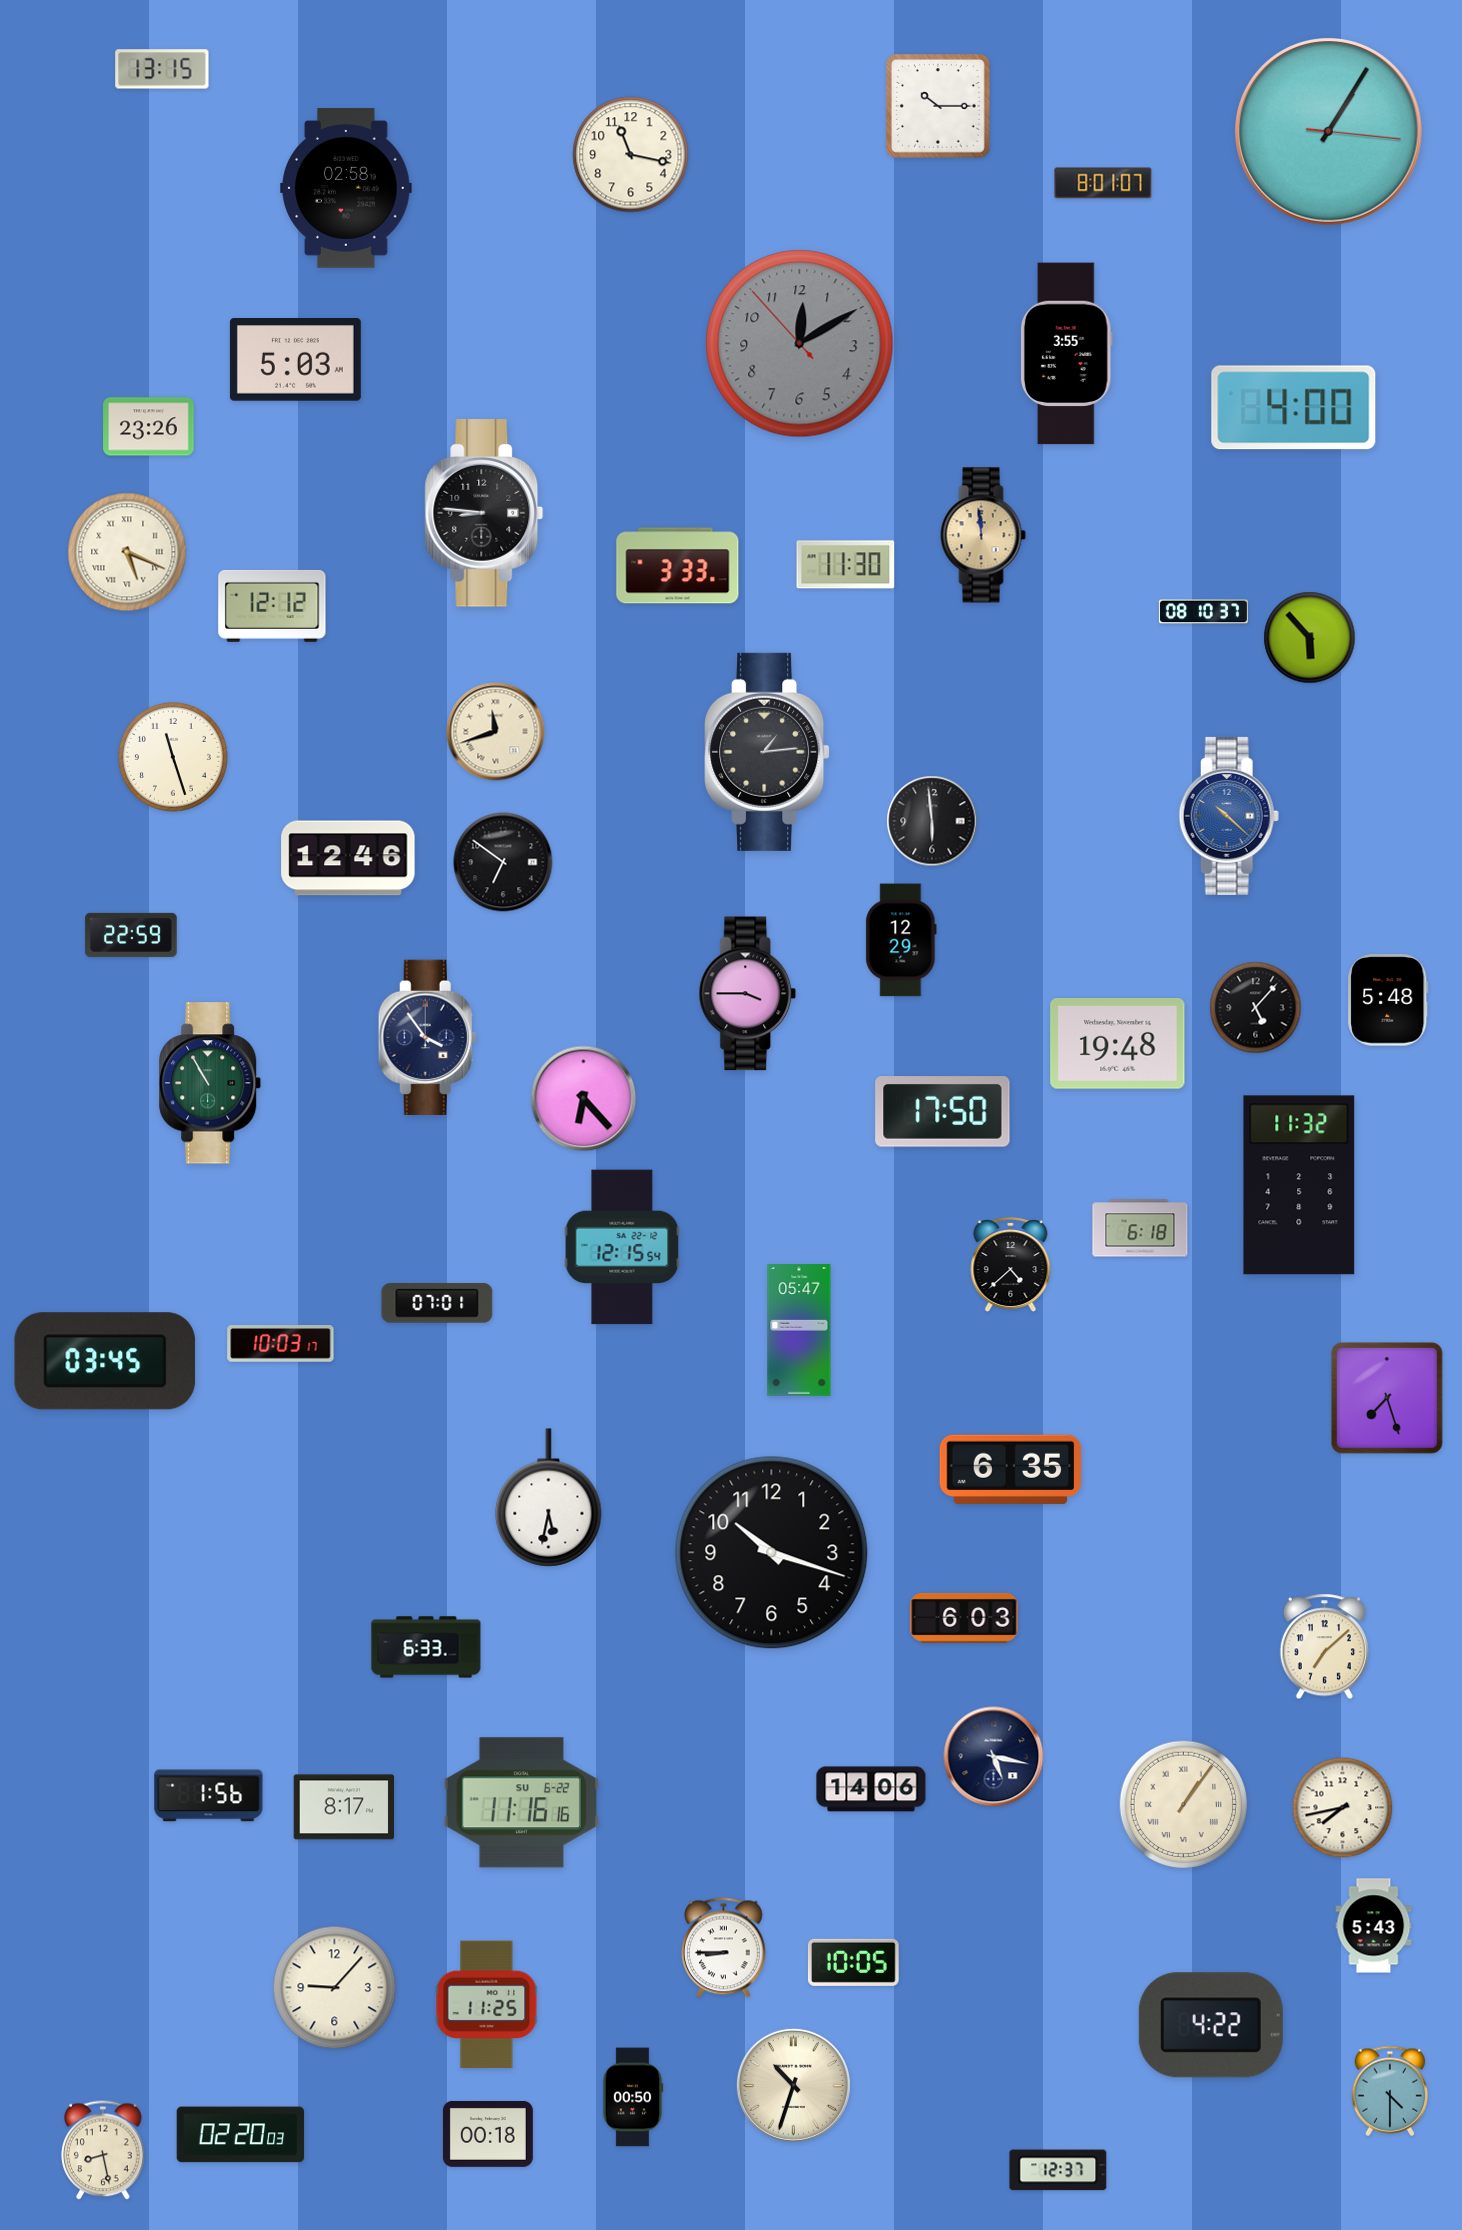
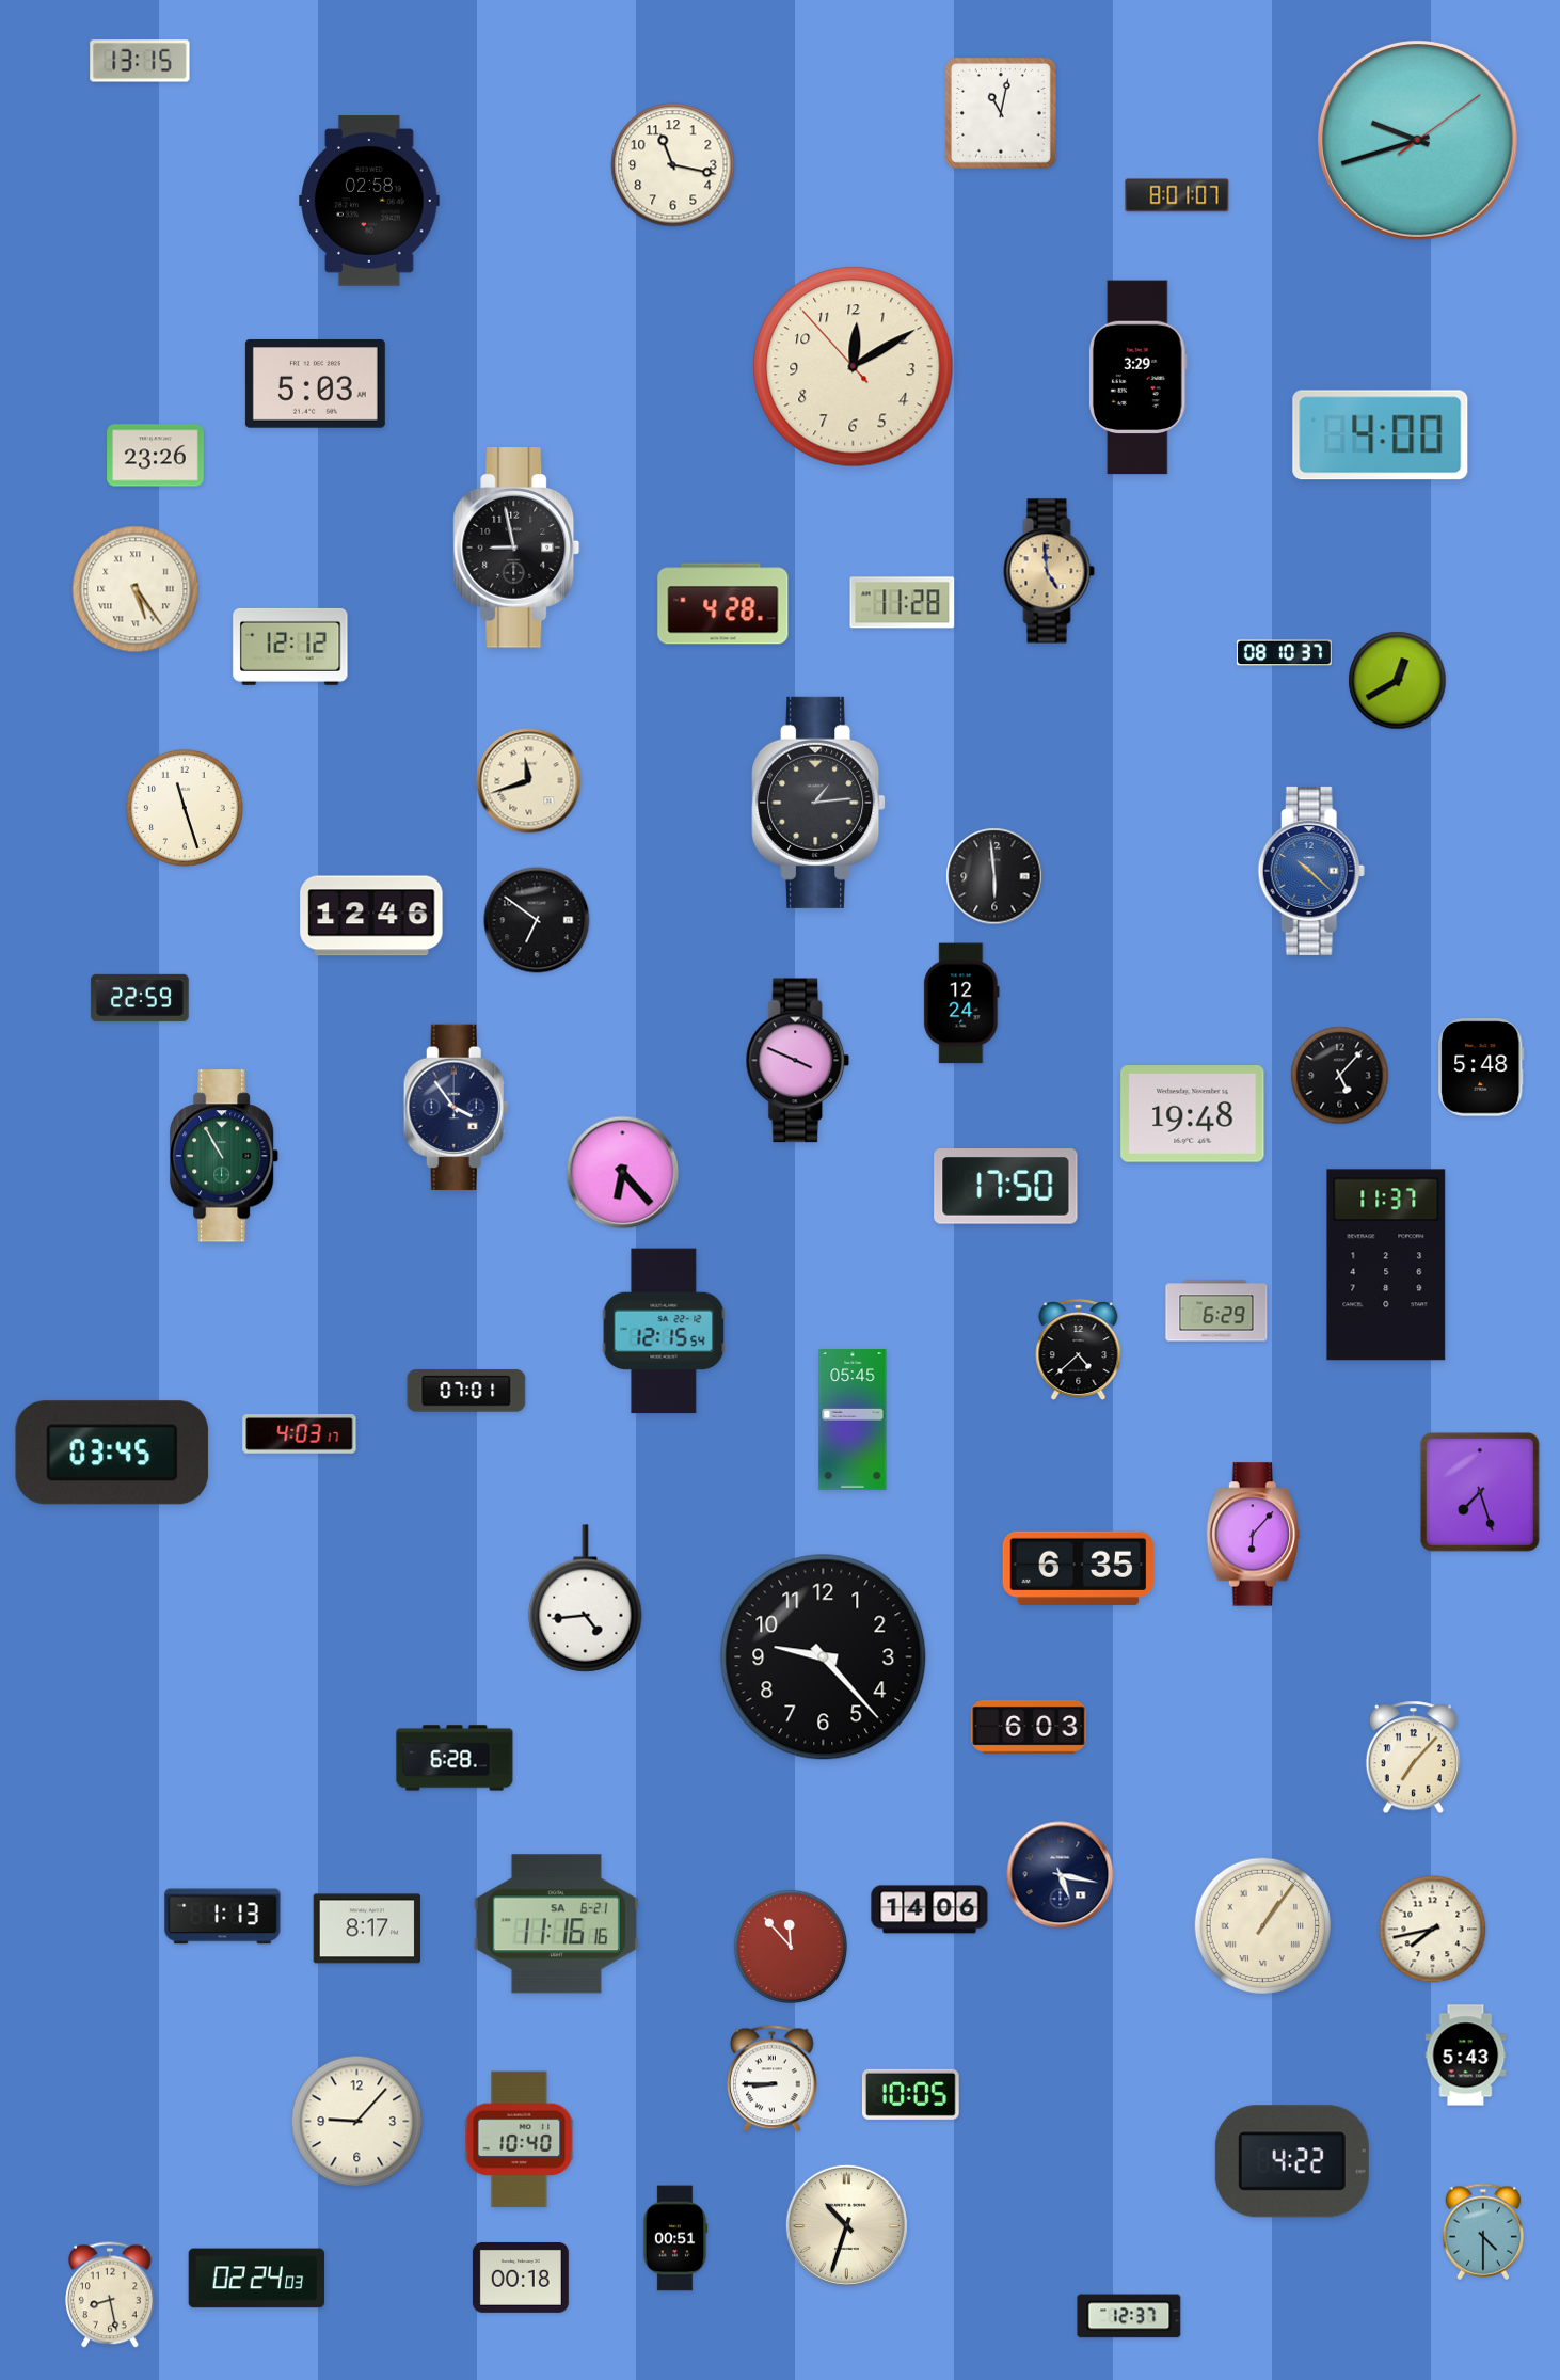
clock at (162, 69) position: (162, 69) -> (140, 61)
clock at (938, 106): 10:15 -> 11:02
clock at (1329, 132): 1:05 -> 9:42
clock at (800, 344) dial: grey -> cream
clock at (1066, 354): 3:55 -> 3:29
clock at (149, 427) position: (149, 427) -> (156, 456)
clock at (484, 513): 8:46 -> 8:58
clock at (983, 535): 11:59 -> 4:59
clock at (127, 552): 5:19 -> 5:24
clock at (846, 565): 11:30 -> 11:28
clock at (678, 566): 3:33 -> 4:28
clock at (1310, 638): 5:53 -> 12:40
clock at (901, 940): 12:29 -> 12:24
clock at (748, 994): 3:45 -> 3:49
clock at (1299, 1185): 11:32 -> 11:37
clock at (1140, 1228): 6:18 -> 6:29
clock at (799, 1330): 05:47 -> 05:45
clock at (281, 1344): 10:03 -> 4:03
clock at (1253, 1535): none -> 6:07
clock at (549, 1498): 5:32 -> 4:44
clock at (772, 1553): 10:18 -> 9:23
clock at (426, 1647): 6:33 -> 6:28
clock at (1324, 1647): 7:08 -> 7:07
clock at (209, 1796): 1:56 -> 1:13
clock at (521, 1803) date: SU 6-22 -> SA 6-21
clock at (791, 1947): none -> 11:53
clock at (487, 2005): 11:25 -> 10:40
clock at (633, 2097): 00:50 -> 00:51
clock at (241, 2135): 02:20 -> 02:24
